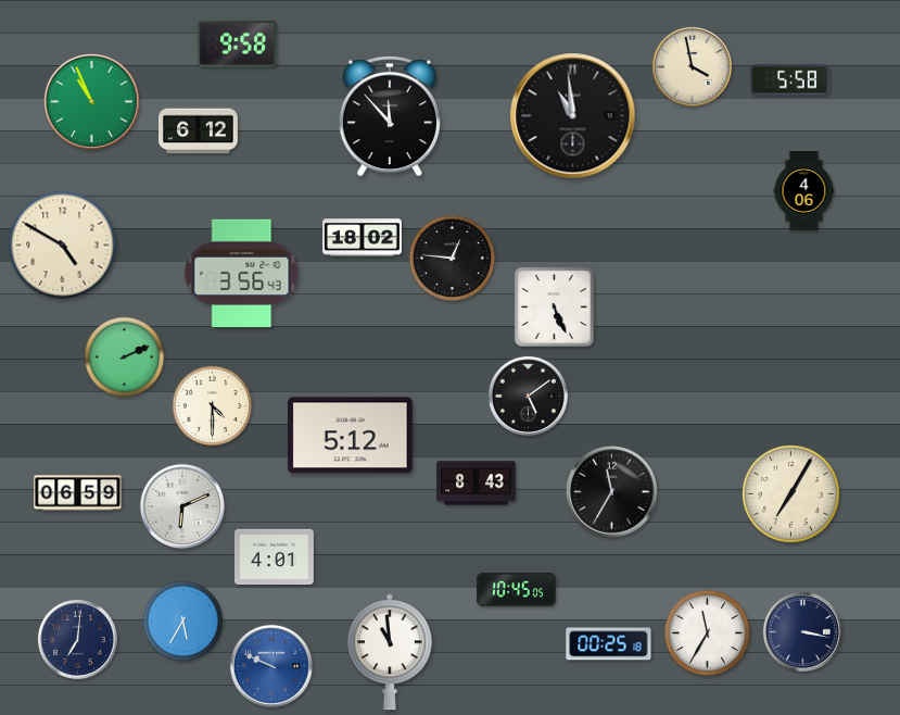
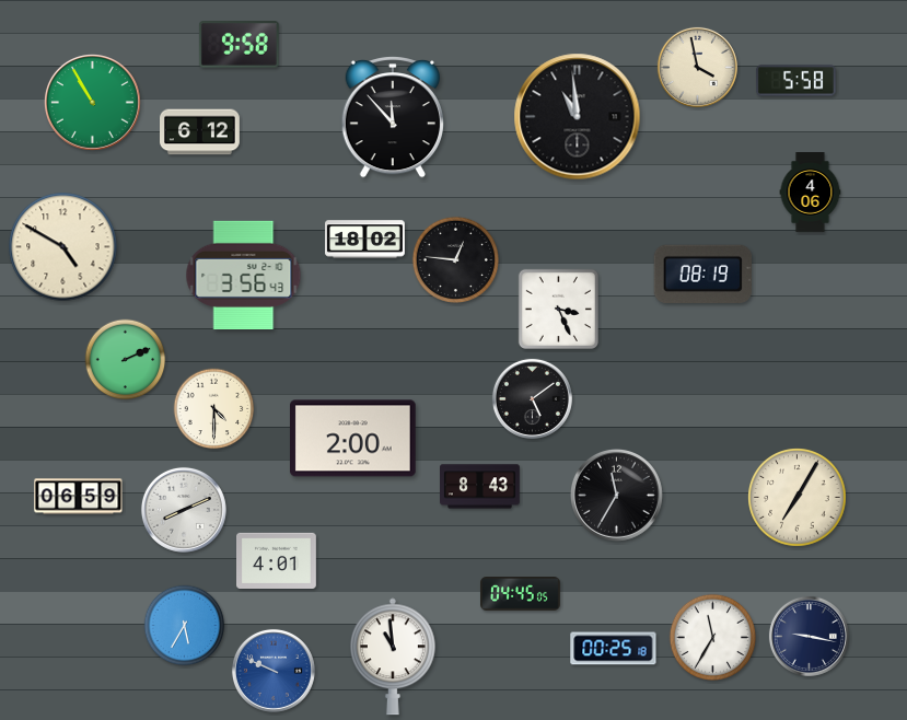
clock at (92, 102): 10:56 -> 10:55
clock at (702, 274): none -> 08:19
clock at (554, 306): 5:26 -> 3:26
clock at (351, 436): 5:12 -> 2:00
clock at (182, 506): 6:11 -> 8:11
clock at (517, 590): 10:45 -> 04:45
clock at (802, 631): 3:17 -> 9:17
clock at (77, 639): 7:01 -> none
